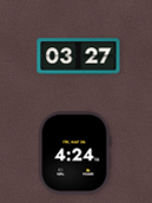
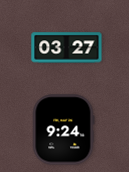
clock at (74, 153): 4:24 -> 9:24
